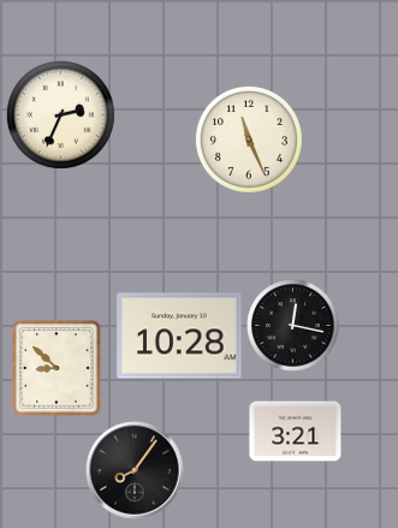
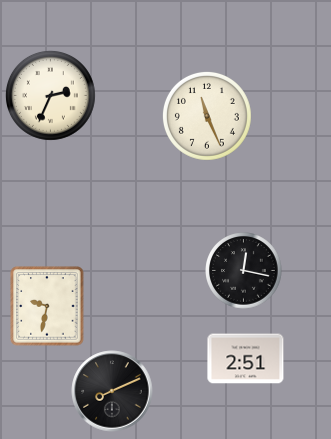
clock at (179, 336): 10:28 -> none
clock at (57, 368): 8:52 -> 9:32
clock at (296, 432): 3:21 -> 2:51
clock at (135, 470): 8:06 -> 8:11
